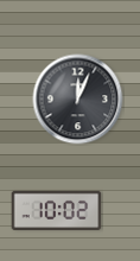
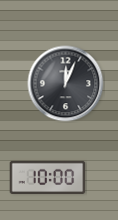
clock at (57, 210): 10:02 -> 10:00
